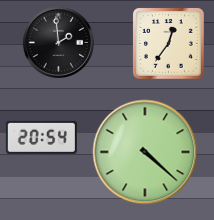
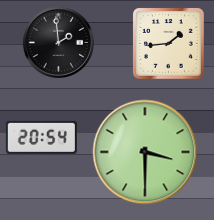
clock at (169, 44): 12:36 -> 1:44
clock at (145, 152): 4:22 -> 3:30
